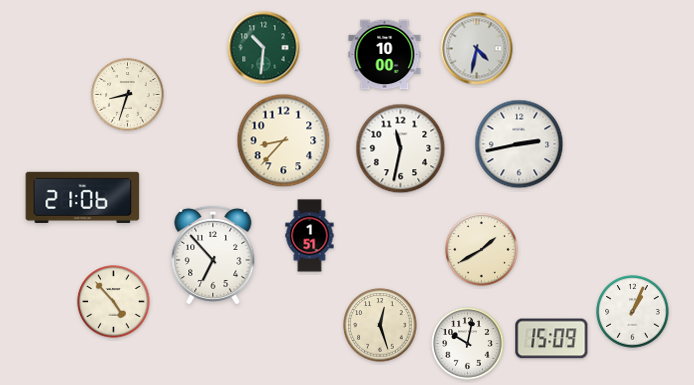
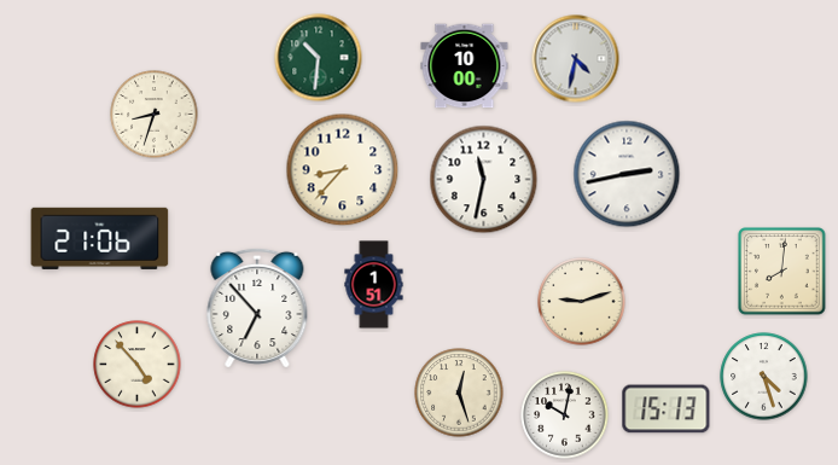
clock at (782, 272): none -> 8:01
clock at (482, 250): 1:40 -> 9:12
clock at (633, 312): 1:04 -> 4:27
clock at (552, 339): 15:09 -> 15:13
